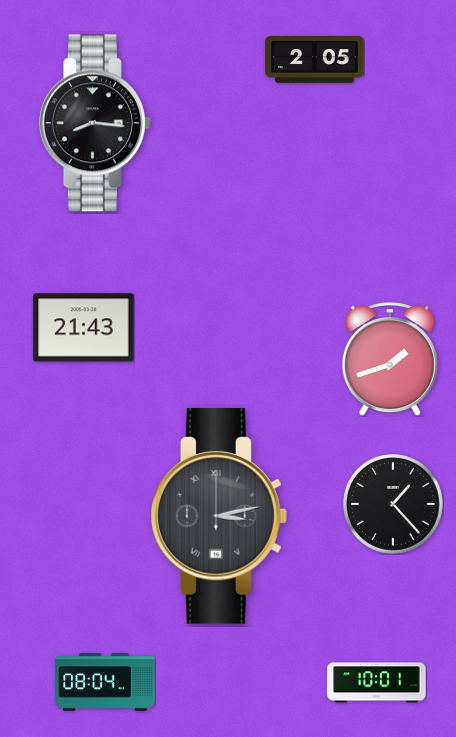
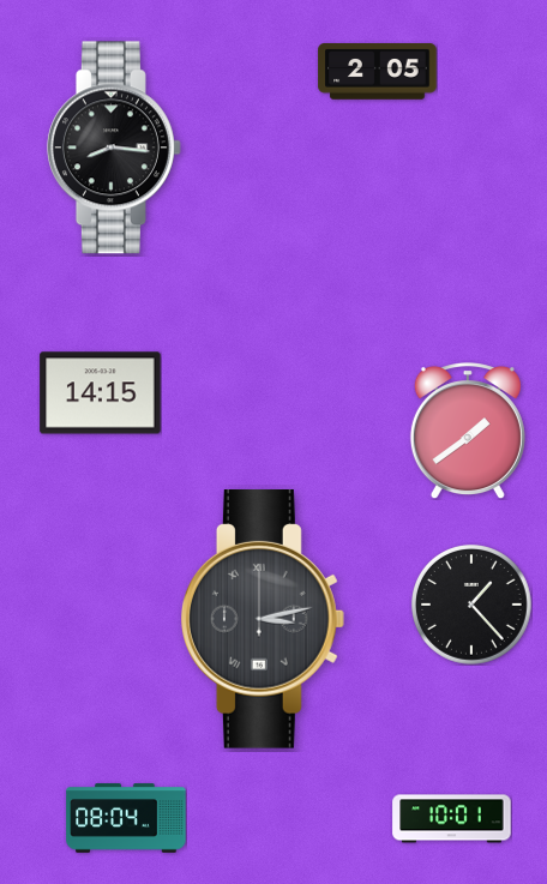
clock at (84, 328): 21:43 -> 14:15
clock at (390, 359): 1:42 -> 1:39
